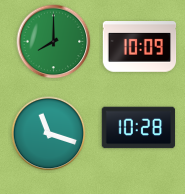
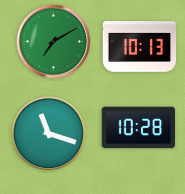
clock at (54, 42): 8:00 -> 7:10
clock at (140, 47): 10:09 -> 10:13
